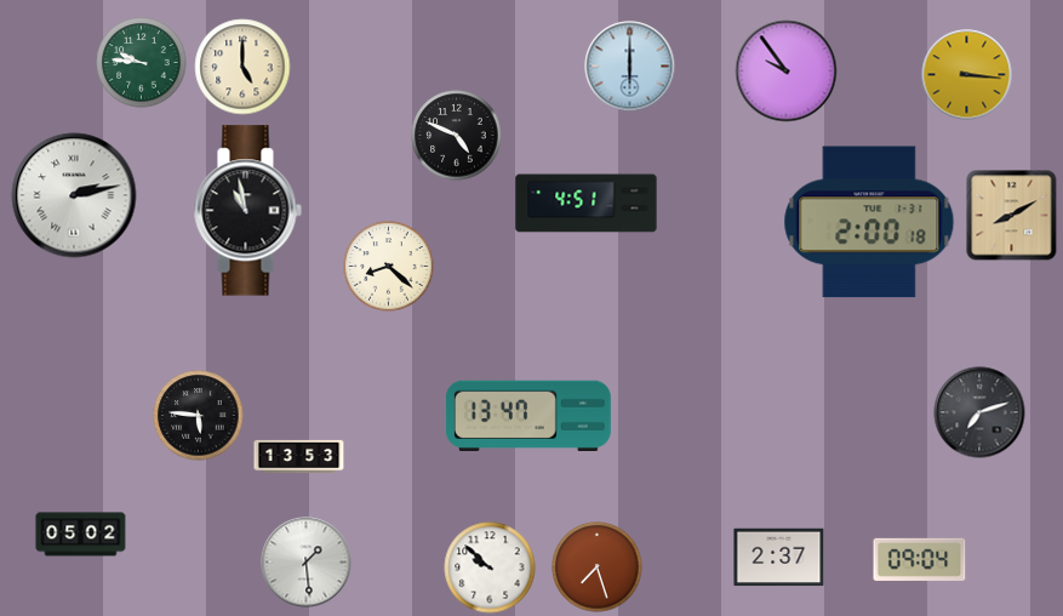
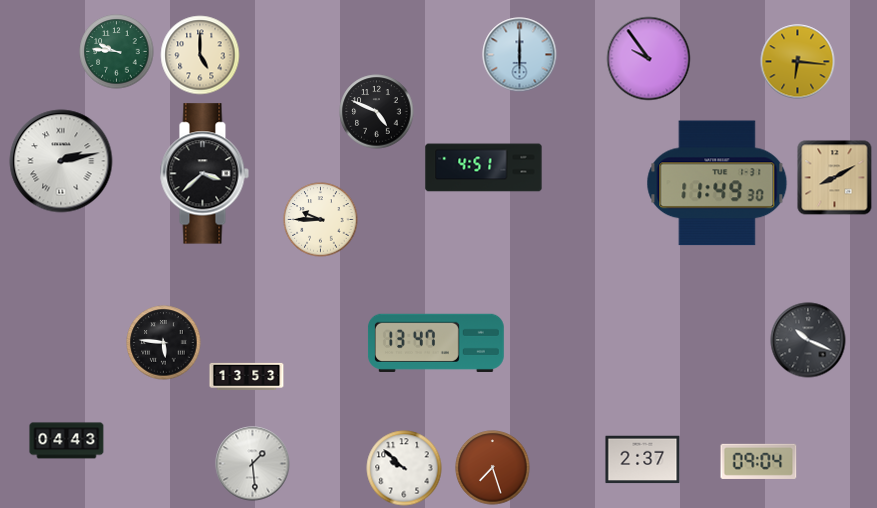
clock at (967, 75): 3:16 -> 6:16
clock at (247, 211): 10:58 -> 3:38
clock at (869, 222): 2:00 -> 11:49
clock at (389, 267): 8:22 -> 9:45
clock at (979, 412): 7:12 -> 10:19
clock at (81, 535): 05:02 -> 04:43
